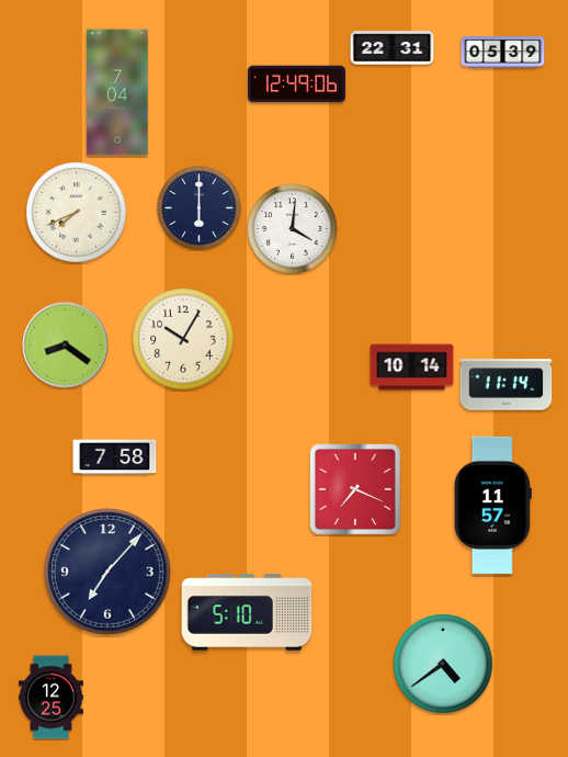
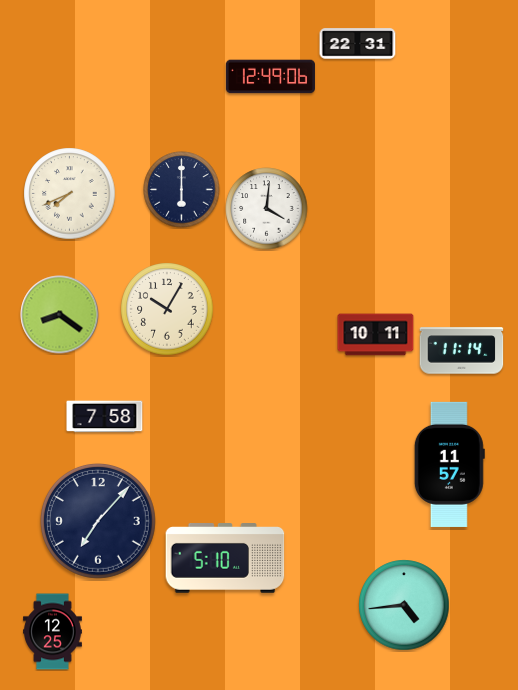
clock at (503, 53): 05:39 -> none
clock at (117, 92): 7:04 -> none
clock at (412, 368): 10:14 -> 10:11
clock at (355, 489): 7:19 -> none
clock at (492, 505) position: (492, 505) -> (449, 464)
clock at (443, 664): 4:39 -> 4:44
clock at (52, 698) position: (52, 698) -> (53, 632)
